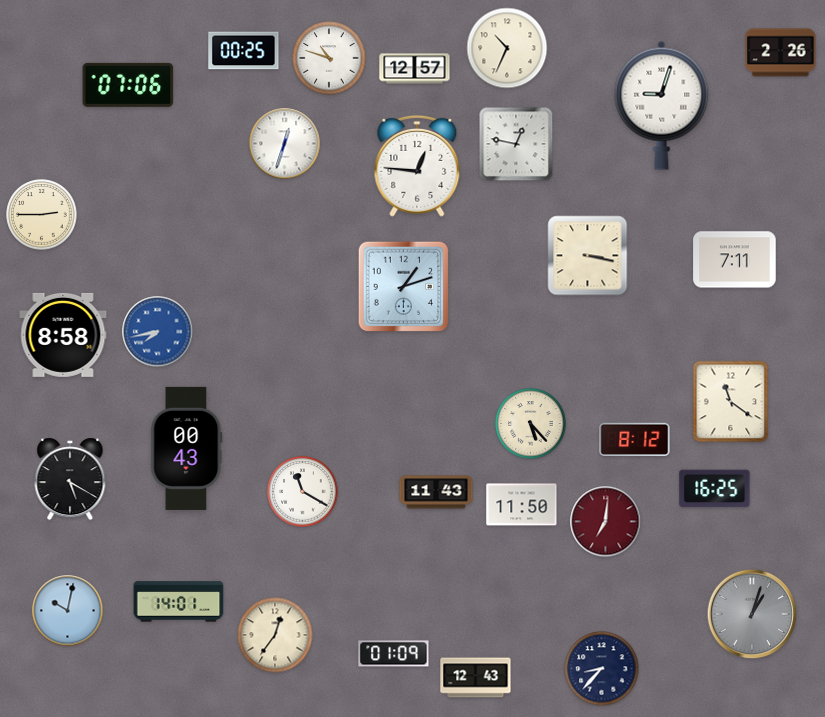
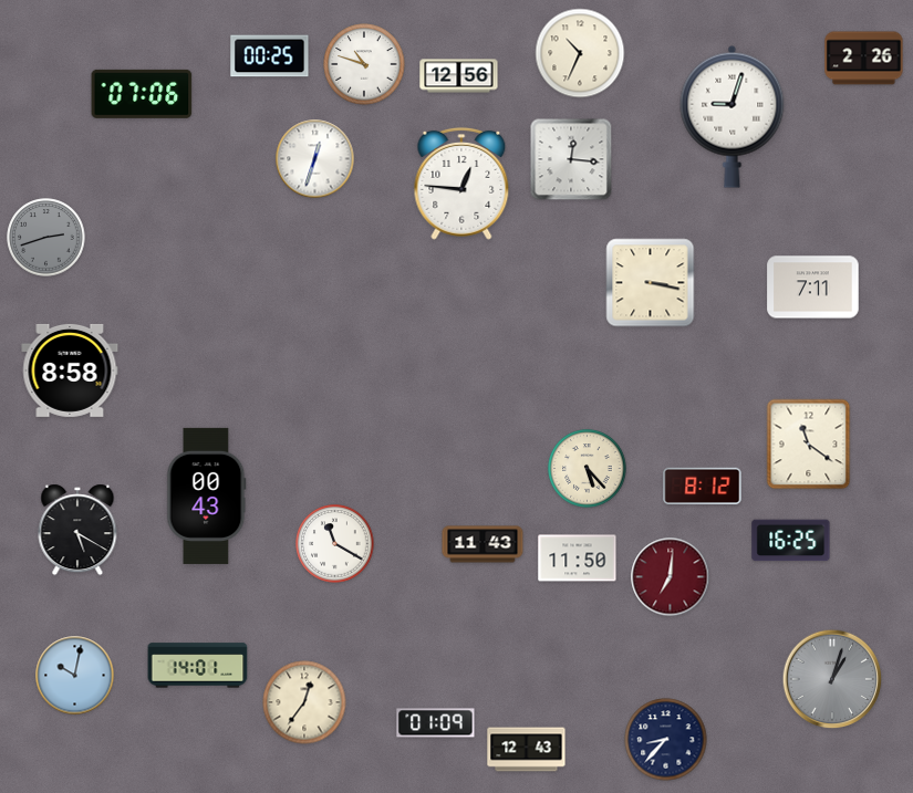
clock at (507, 48) position: (507, 48) -> (580, 53)
clock at (415, 69): 12:57 -> 12:56
clock at (516, 144): 12:47 -> 12:16
clock at (42, 215): 2:45 -> 2:42
clock at (42, 215) dial: cream -> grey
clock at (404, 287): 1:12 -> none
clock at (158, 332): 7:43 -> none
